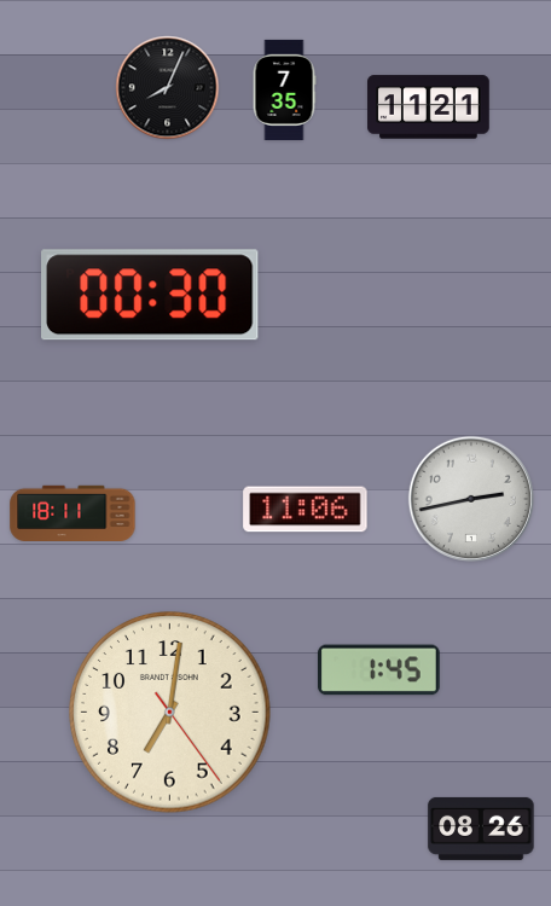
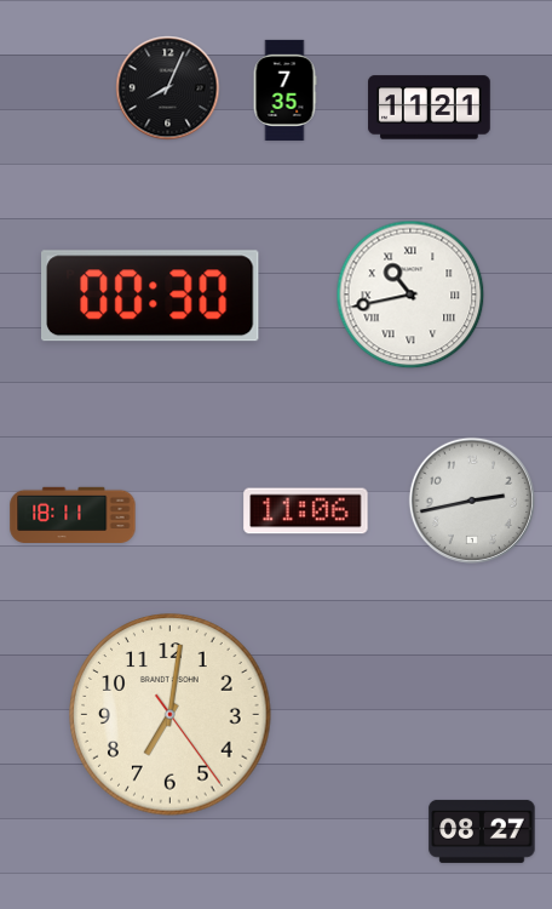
clock at (410, 295): none -> 10:43
clock at (379, 670): 1:45 -> none
clock at (481, 829): 08:26 -> 08:27
